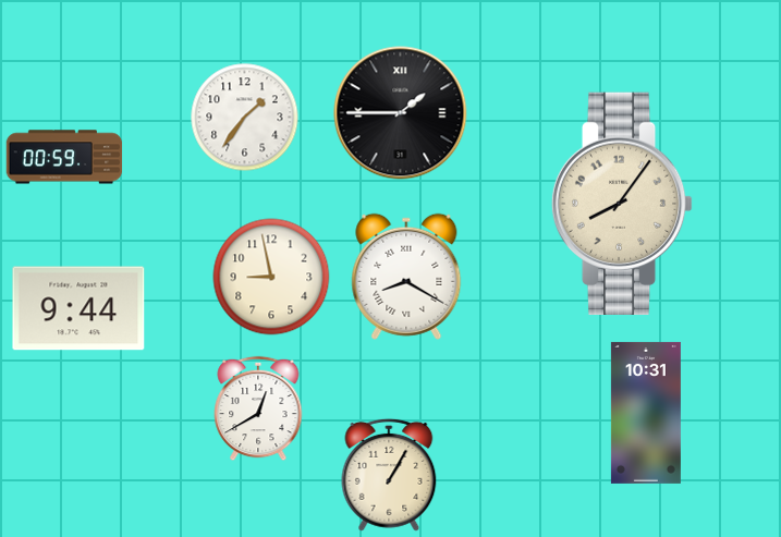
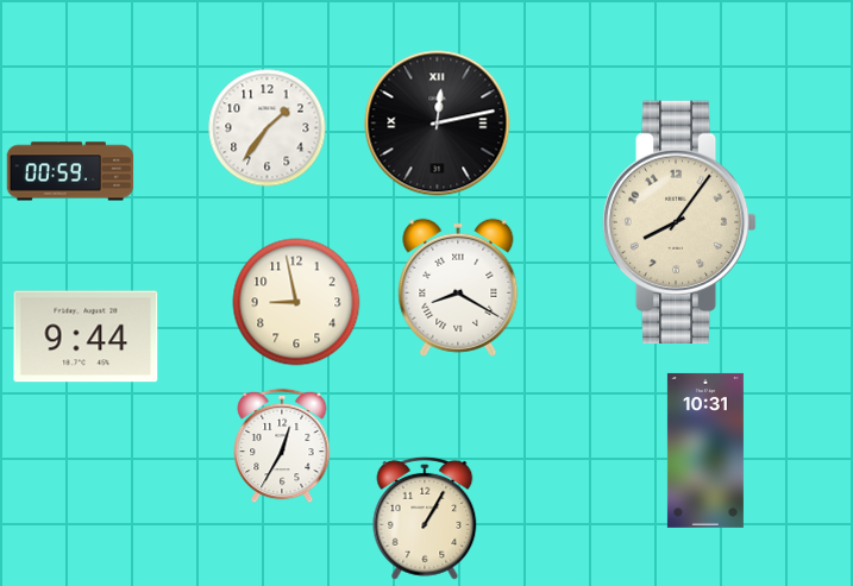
clock at (401, 113): 1:45 -> 12:13
clock at (406, 277) position: (406, 277) -> (458, 288)
clock at (258, 408): 12:40 -> 12:35
